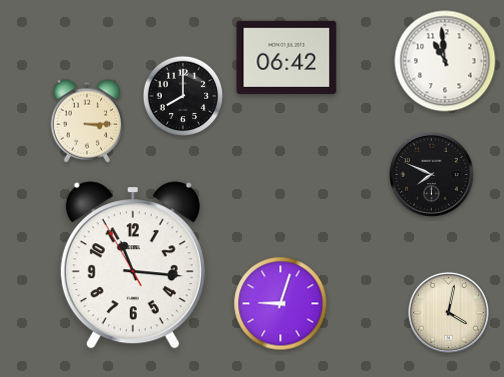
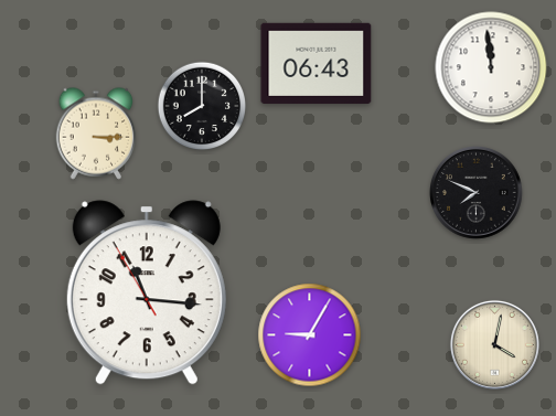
clock at (287, 57): 06:42 -> 06:43
clock at (445, 61): 10:59 -> 11:59
clock at (281, 304): 9:03 -> 9:05
